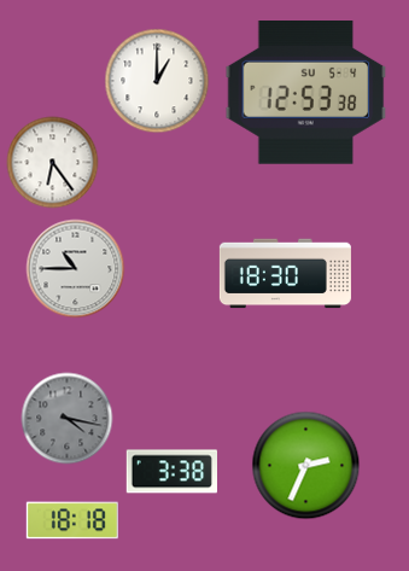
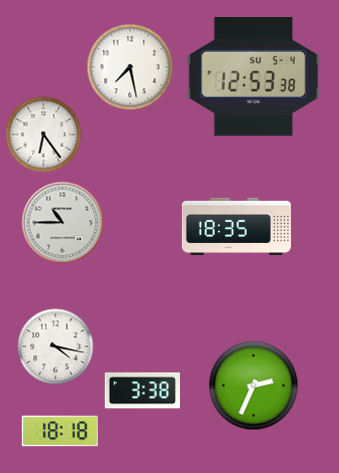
clock at (157, 81): 1:00 -> 7:28
clock at (285, 274): 18:30 -> 18:35
clock at (68, 419) dial: grey -> white
